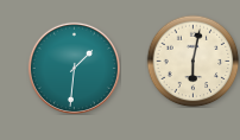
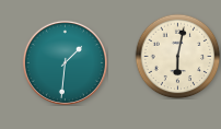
clock at (74, 68) position: (74, 68) -> (65, 62)
